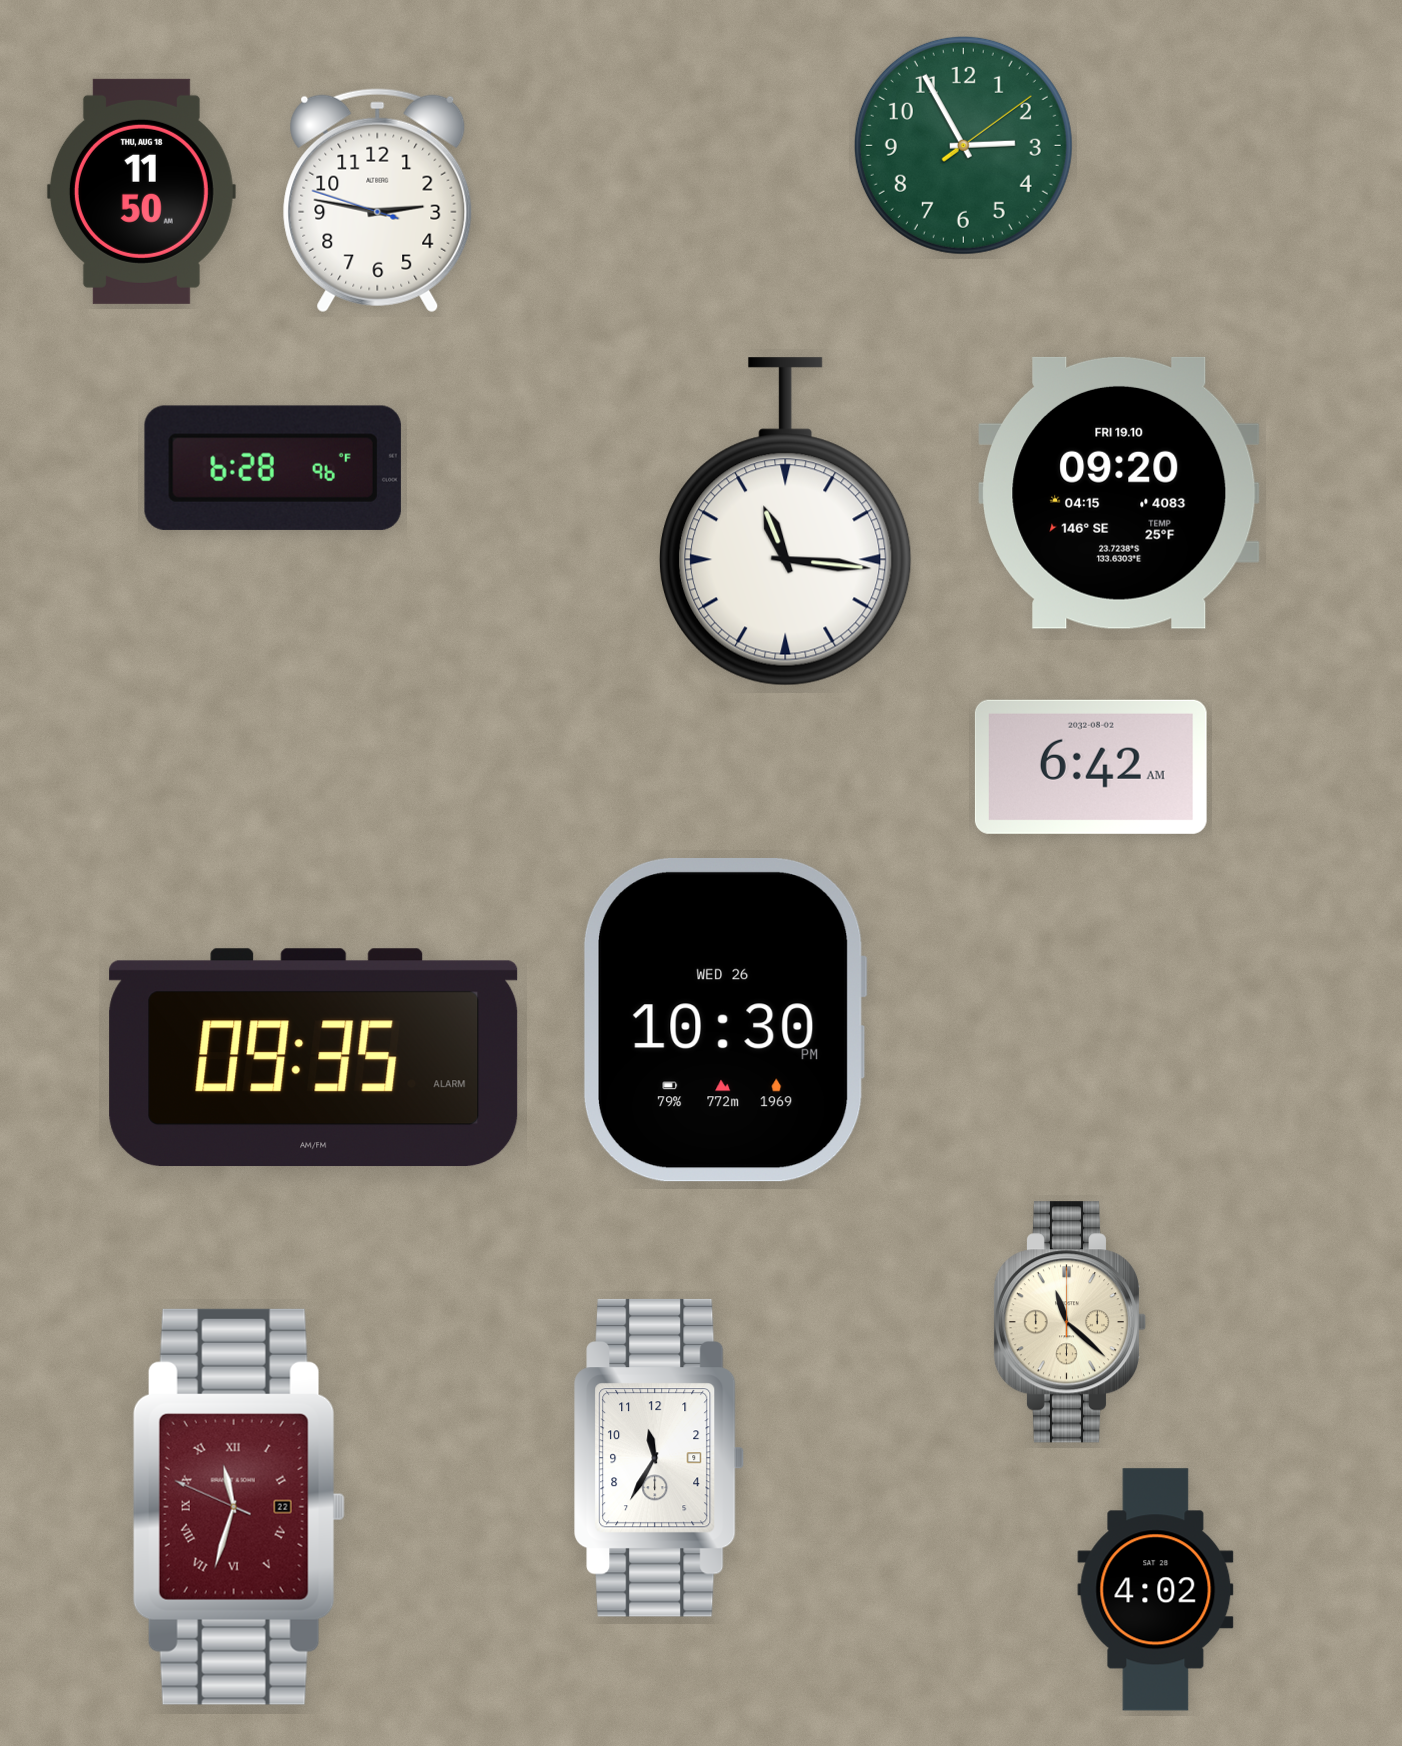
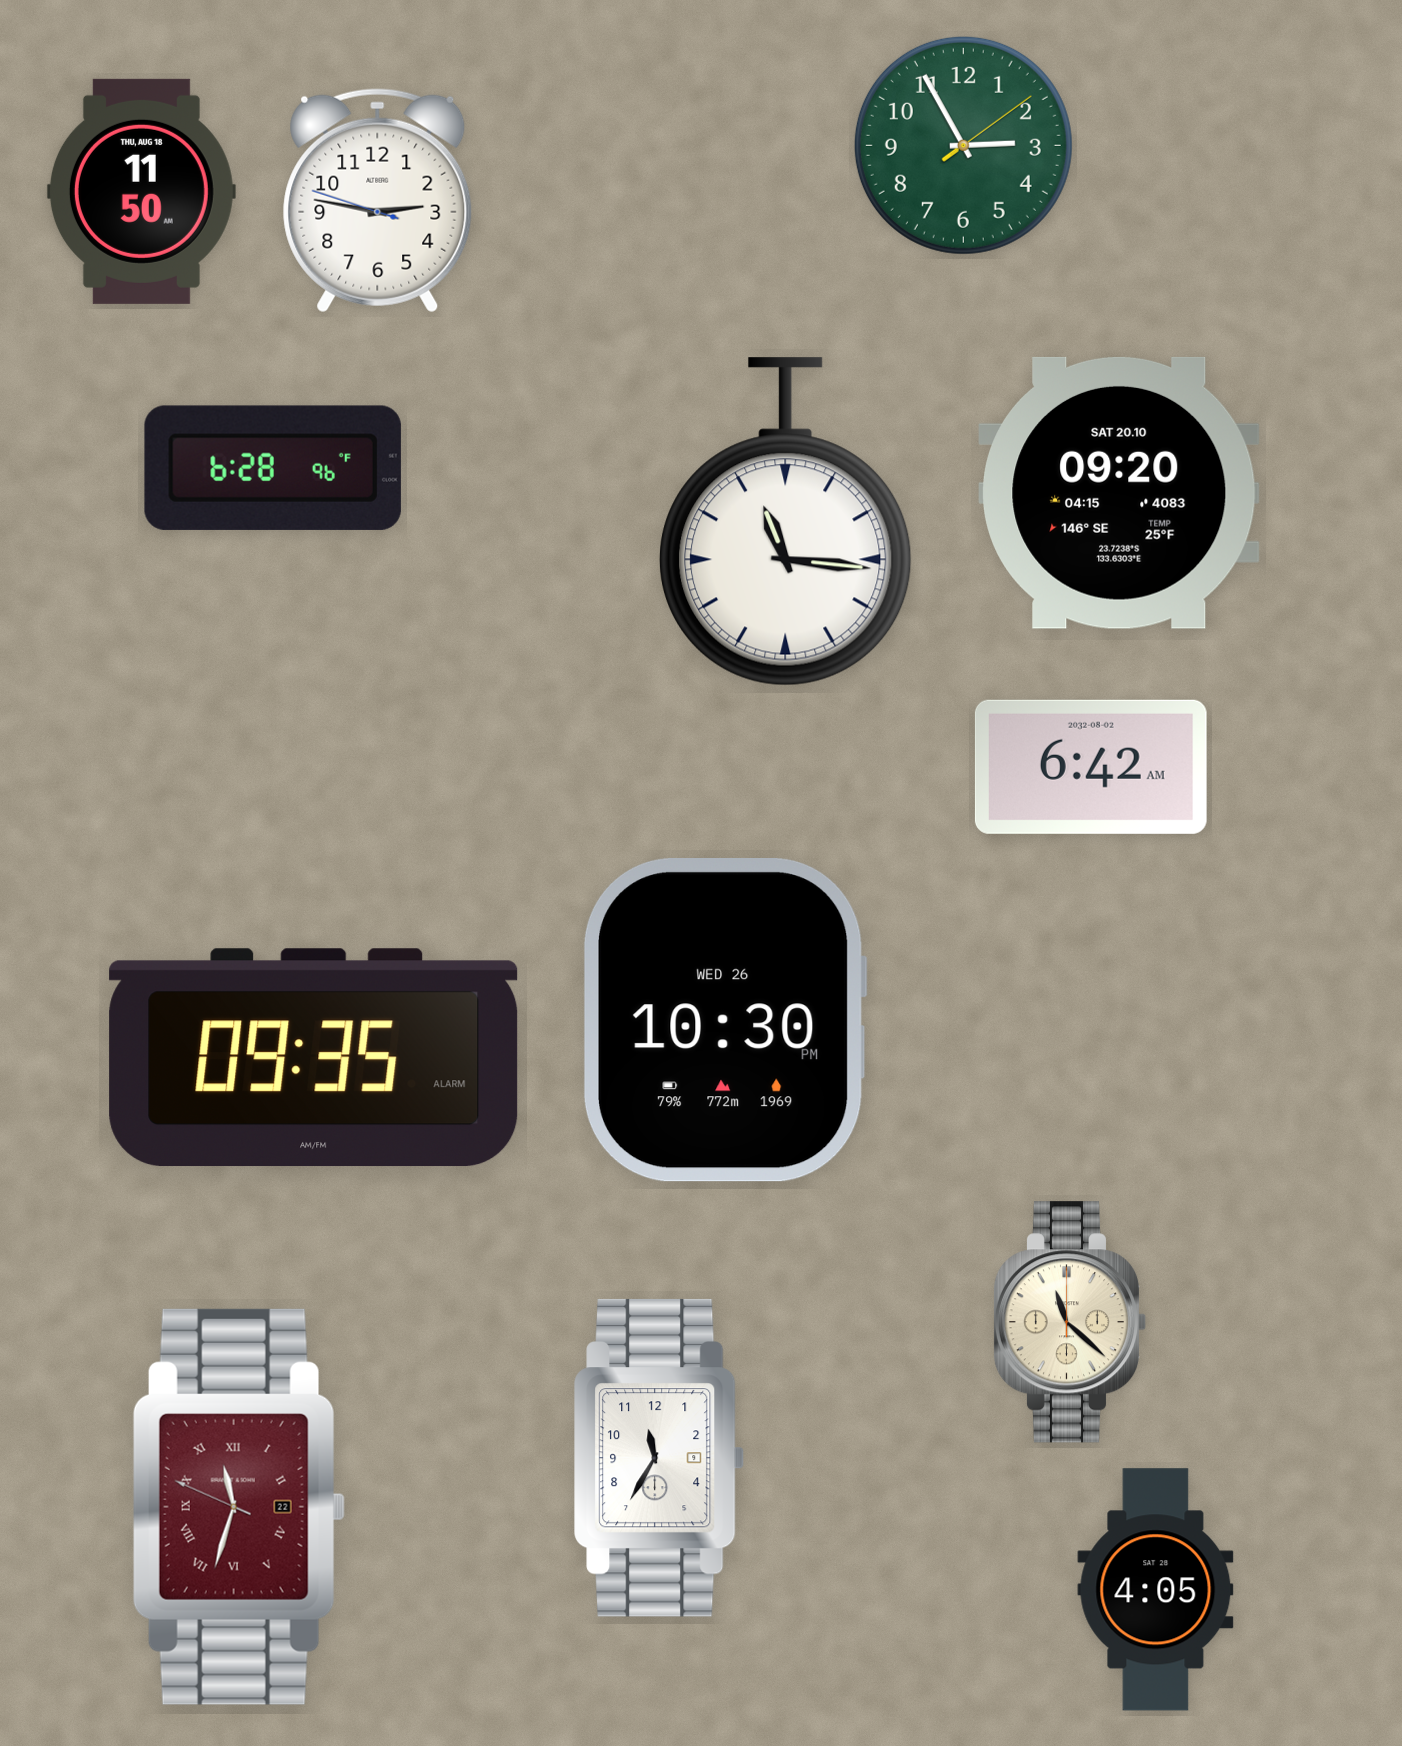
clock at (1119, 493) date: FRI 19.10 -> SAT 20.10
clock at (1156, 1590): 4:02 -> 4:05
